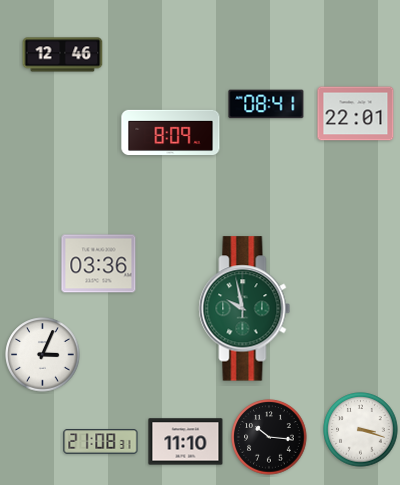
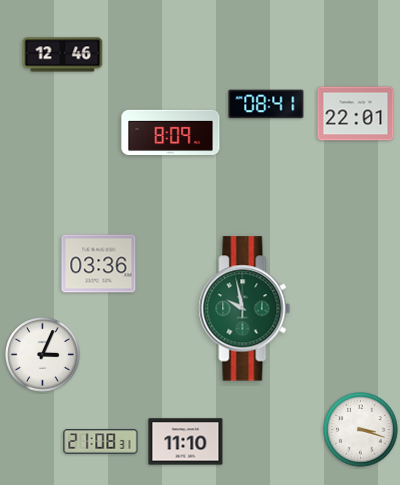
clock at (269, 437): 10:16 -> none
